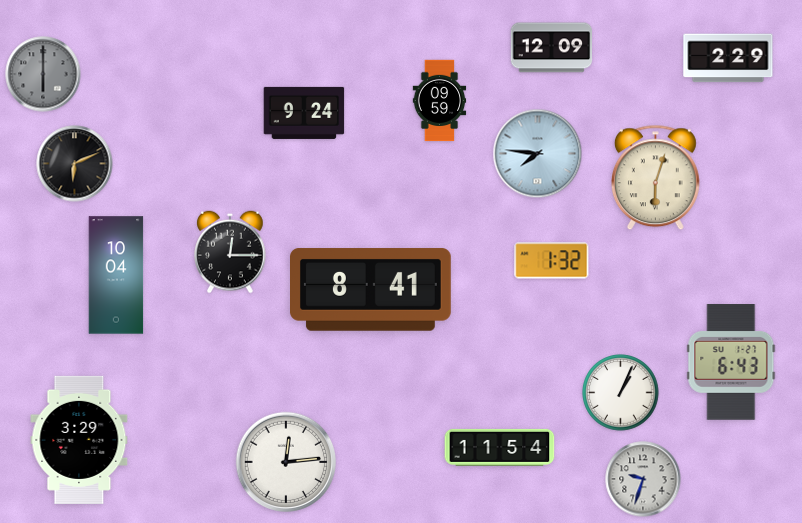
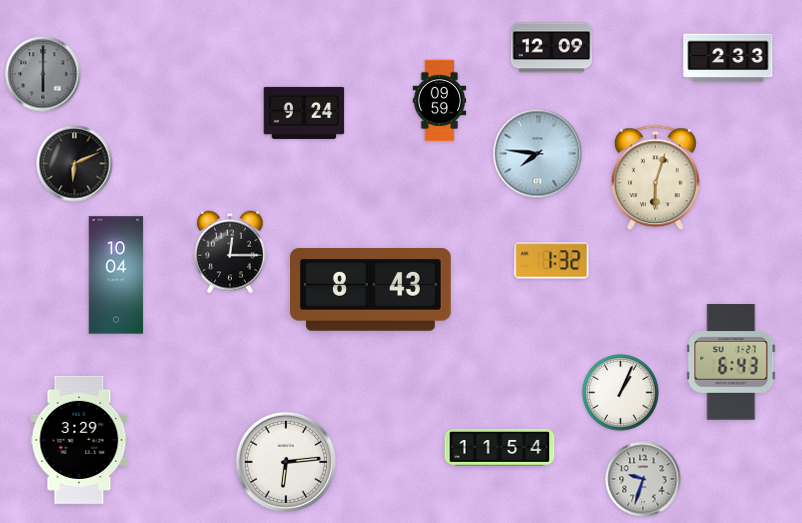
clock at (728, 58): 2:29 -> 2:33
clock at (371, 290): 8:41 -> 8:43
clock at (286, 462): 12:14 -> 6:14
